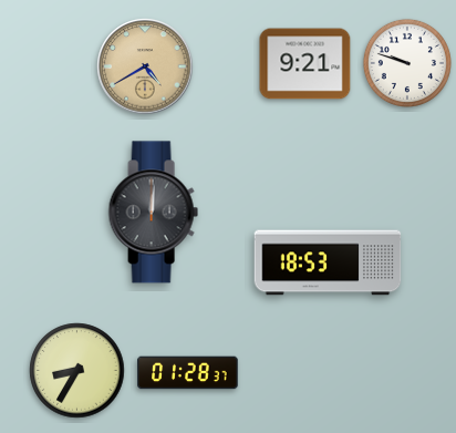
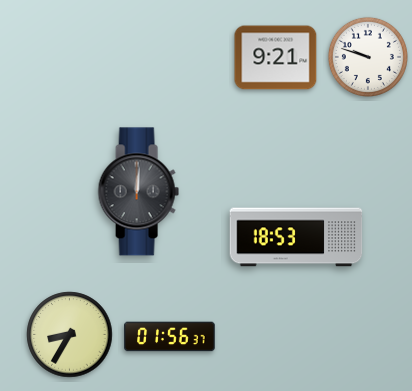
clock at (145, 66): 4:40 -> none
clock at (188, 373): 01:28 -> 01:56
